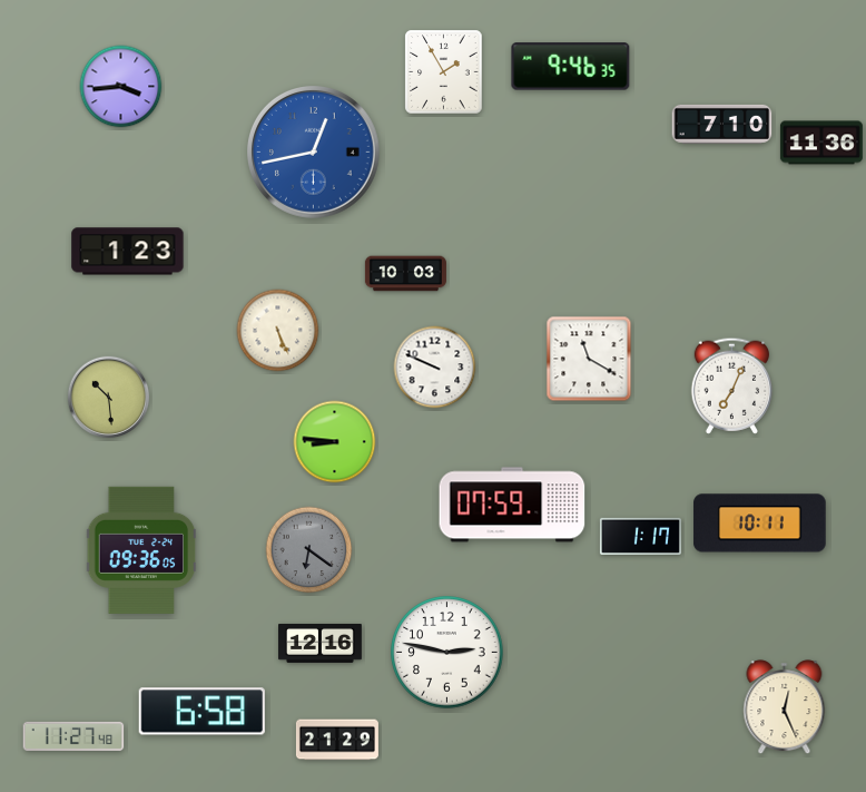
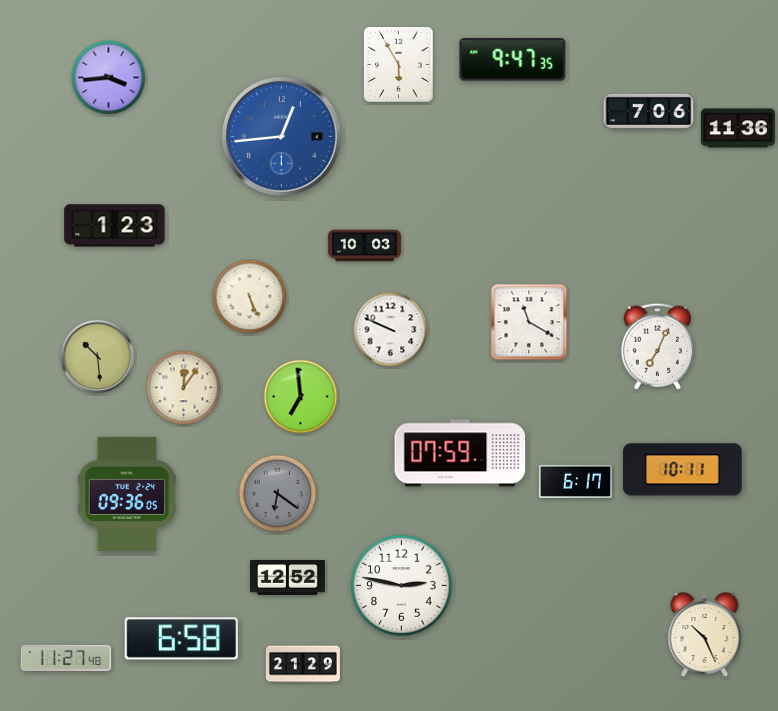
clock at (571, 67): 9:46 -> 9:47
clock at (444, 72): 1:55 -> 5:55
clock at (722, 124): 7:10 -> 7:06
clock at (314, 153): 12:43 -> 12:44
clock at (184, 388): none -> 12:06
clock at (335, 442): 8:46 -> 6:59
clock at (640, 536): 1:17 -> 6:17
clock at (321, 643): 12:16 -> 12:52
clock at (785, 707): 12:26 -> 10:26
clock at (73, 736) position: (73, 736) -> (66, 658)
